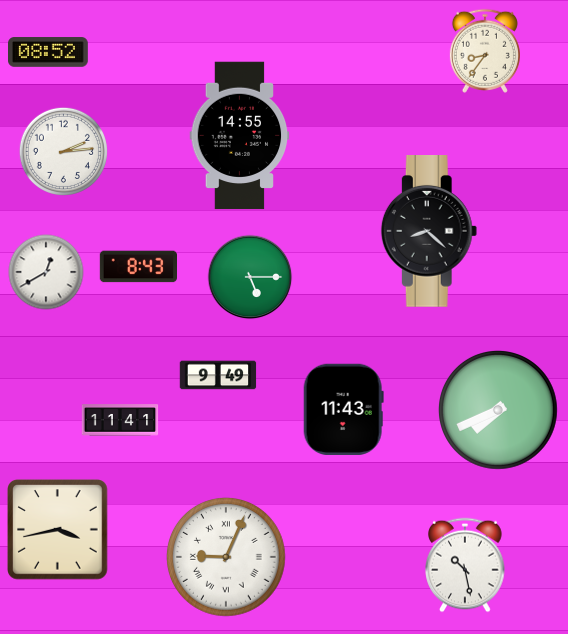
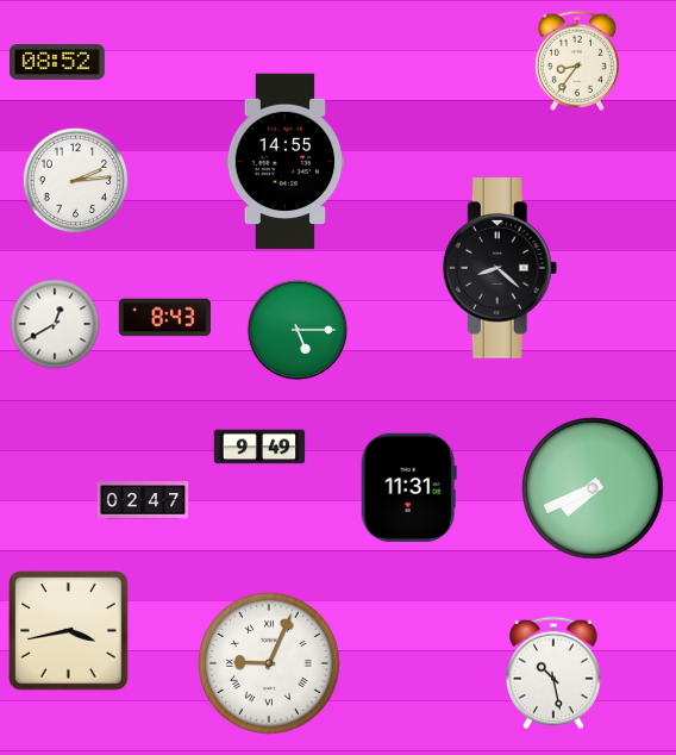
clock at (429, 232) position: (429, 232) -> (500, 269)
clock at (343, 409): 11:43 -> 11:31
clock at (120, 420): 11:41 -> 02:47
